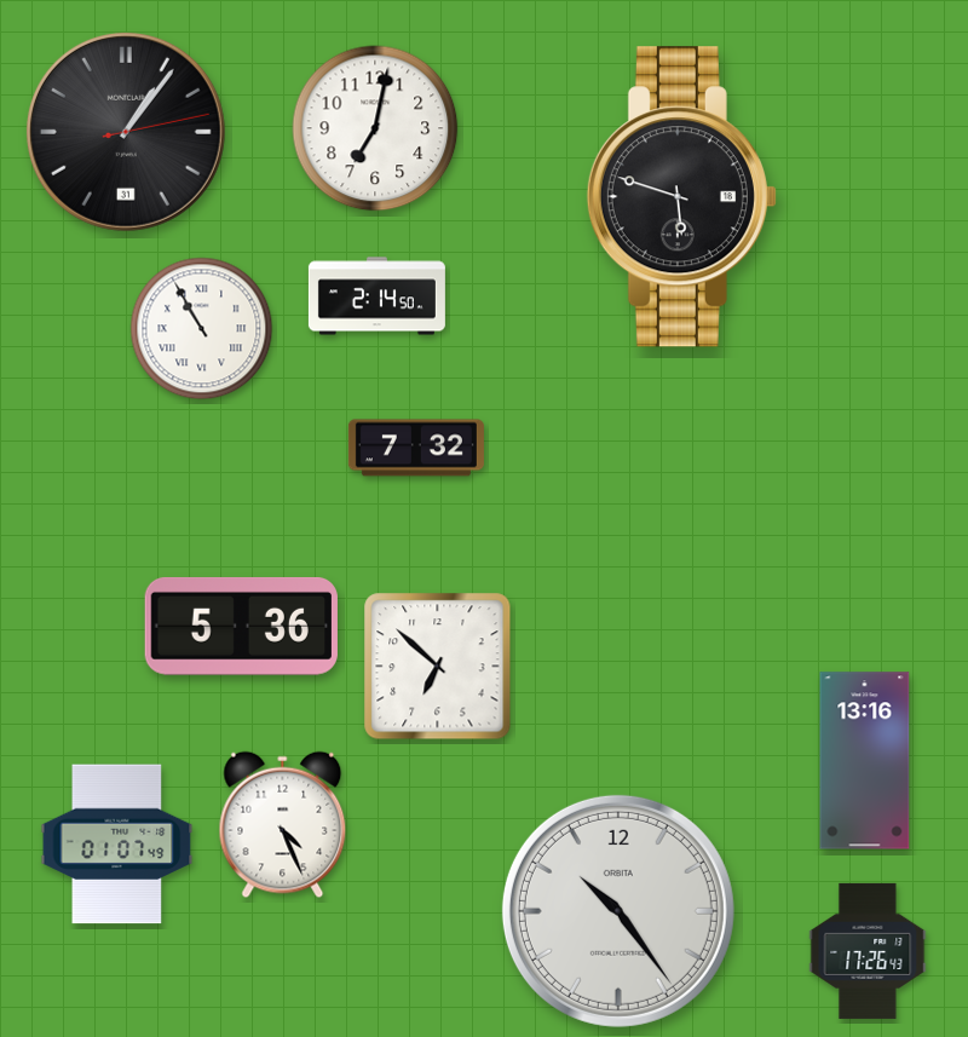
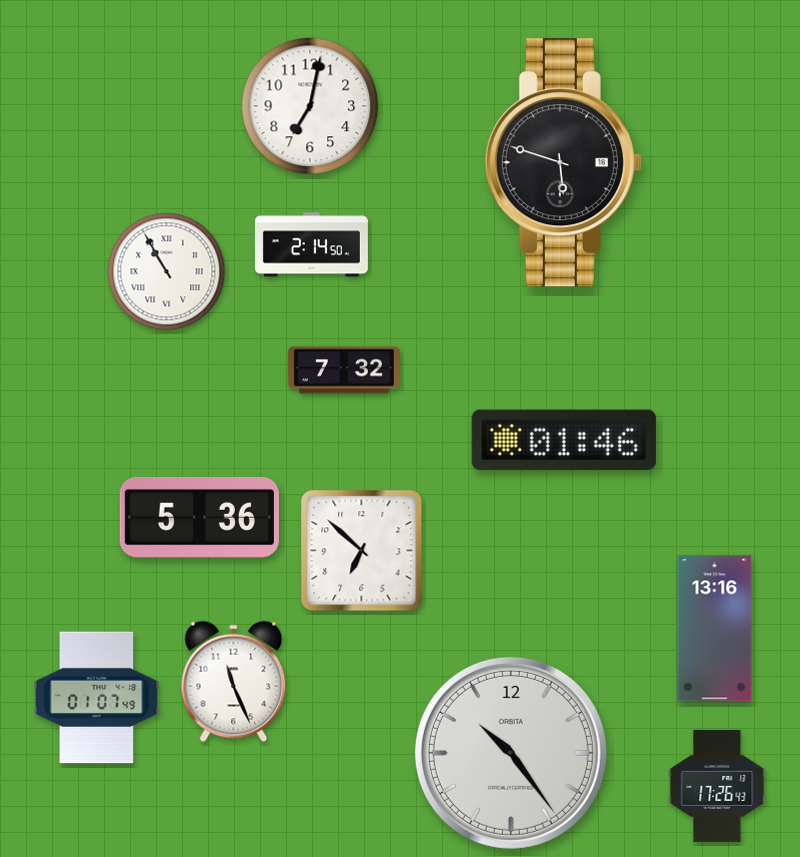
clock at (126, 132): 1:06 -> none
clock at (564, 440): none -> 01:46
clock at (283, 825): 4:26 -> 11:26
